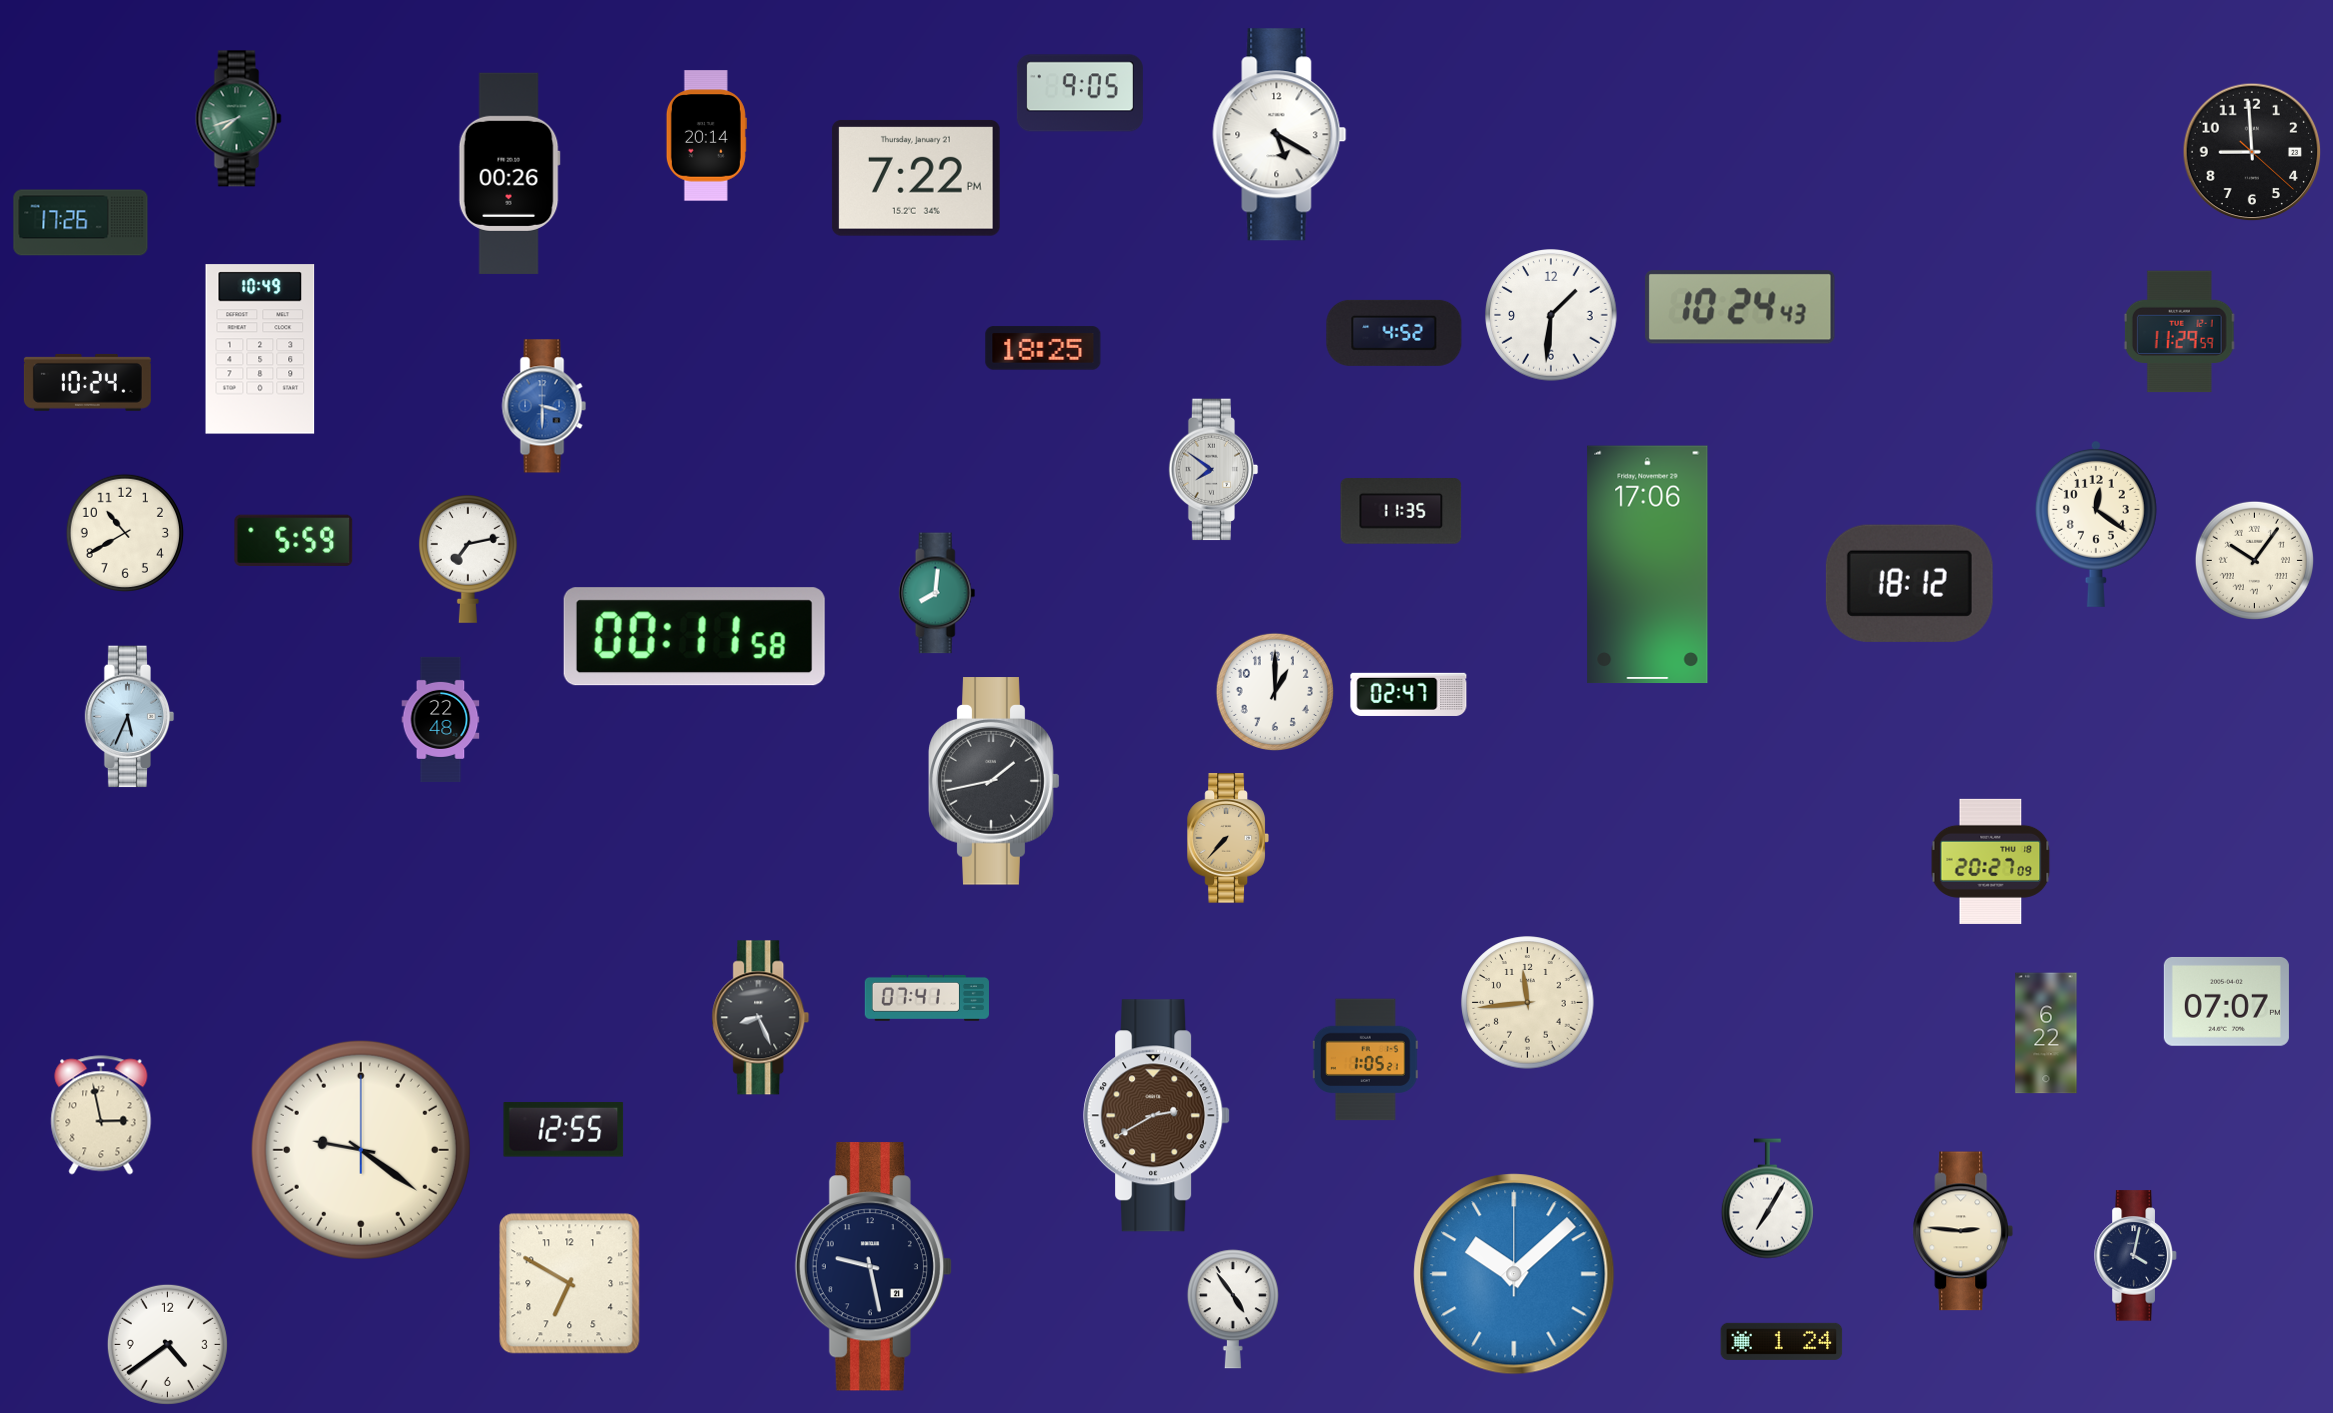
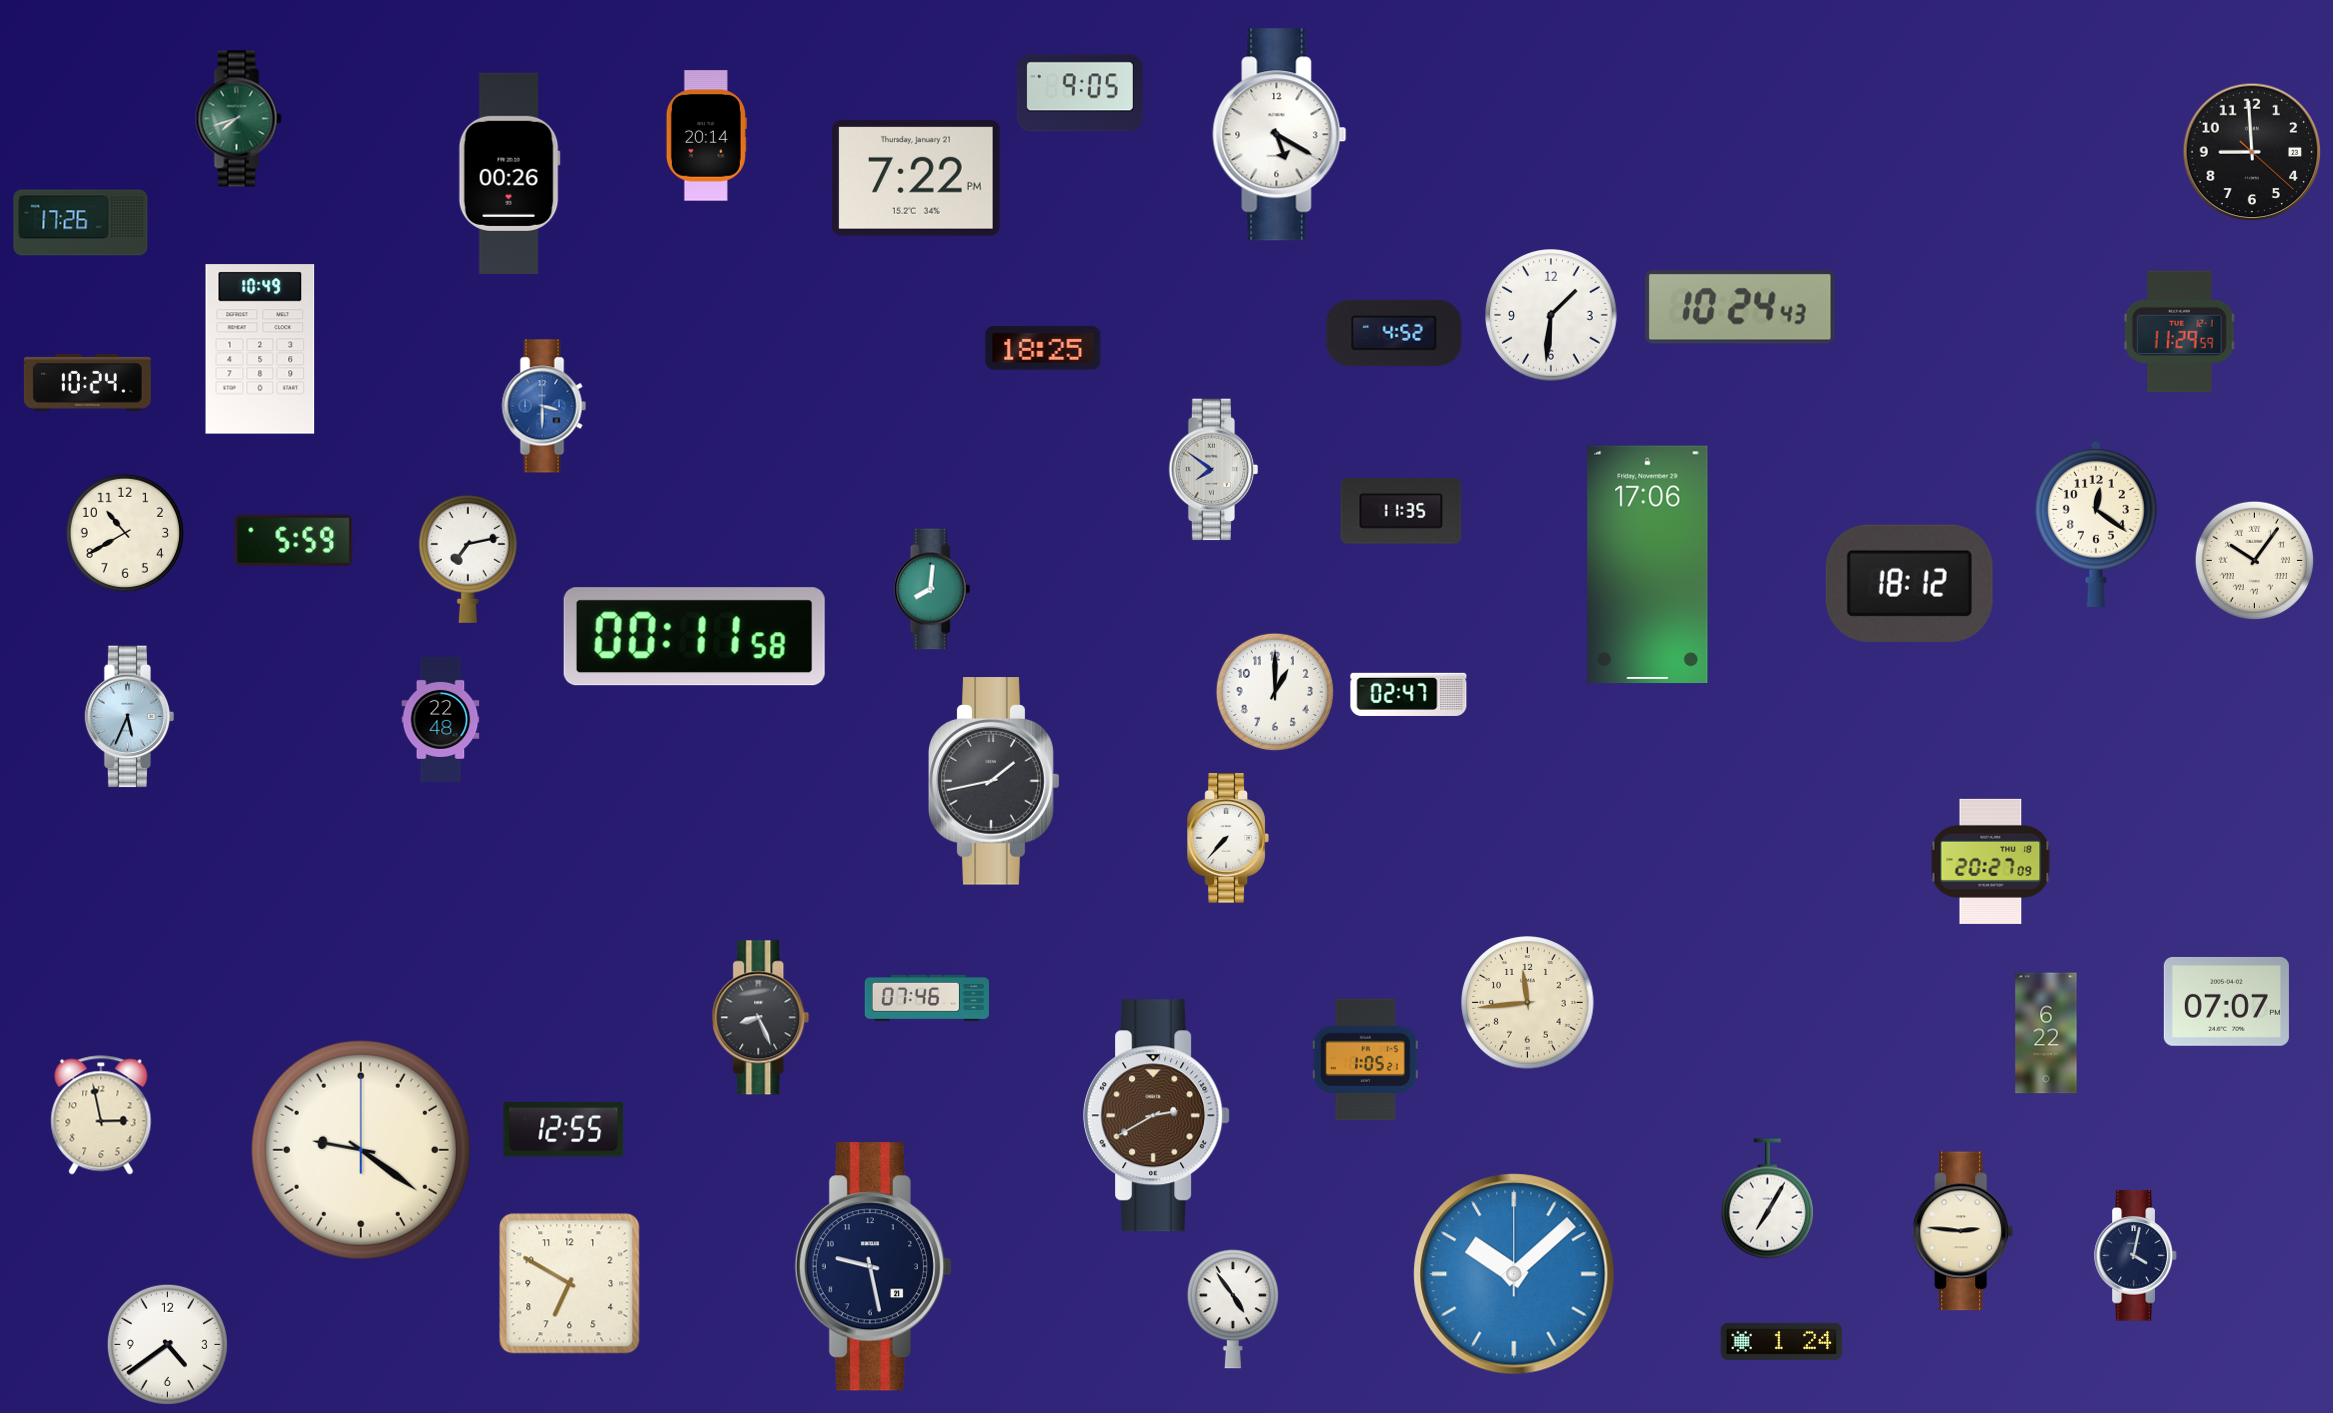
clock at (937, 593) position: (937, 593) -> (932, 589)
clock at (1228, 838) dial: champagne -> white
clock at (927, 998): 07:41 -> 07:46
